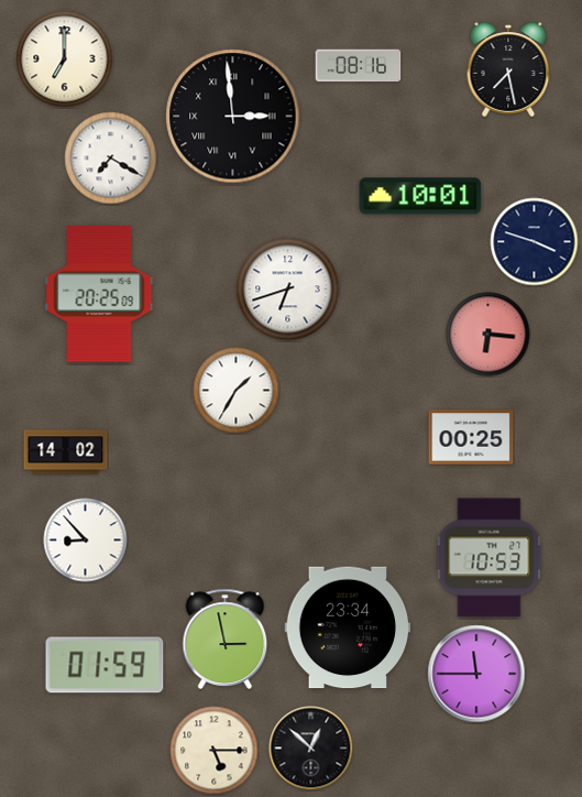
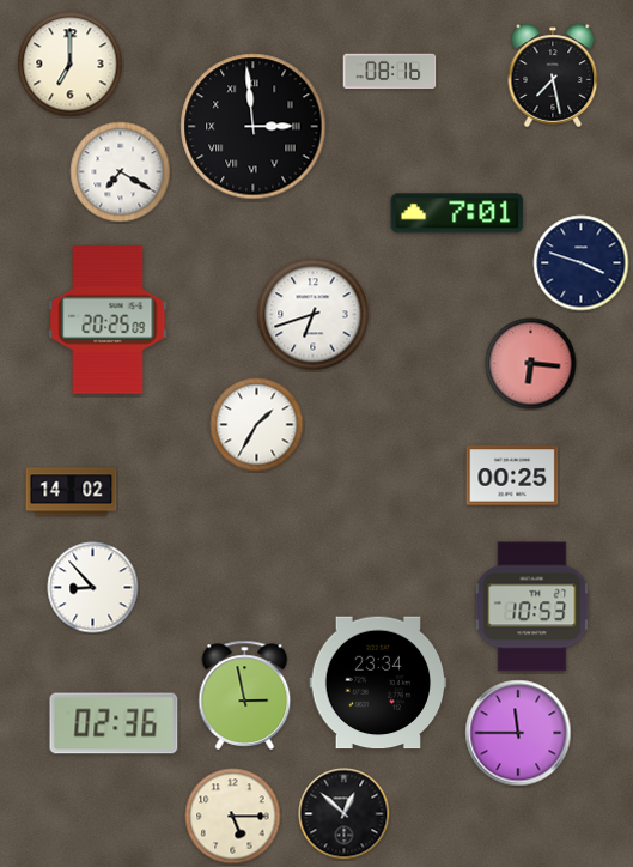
clock at (420, 196): 10:01 -> 7:01
clock at (105, 665): 01:59 -> 02:36
clock at (311, 749) position: (311, 749) -> (345, 814)
